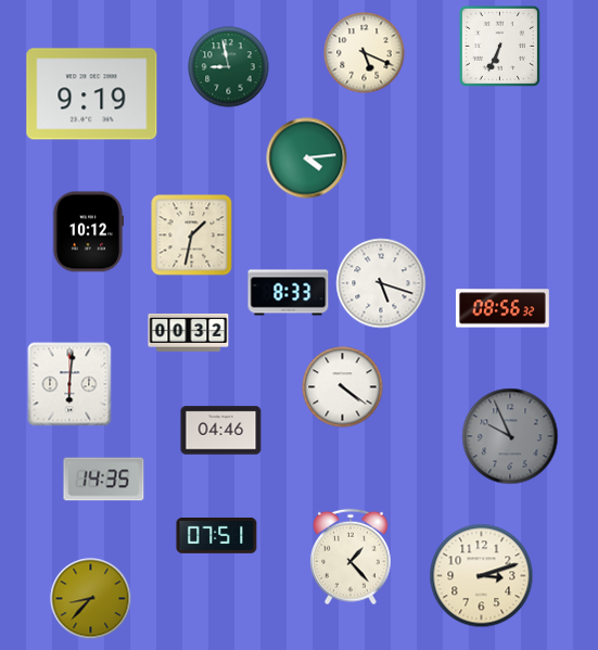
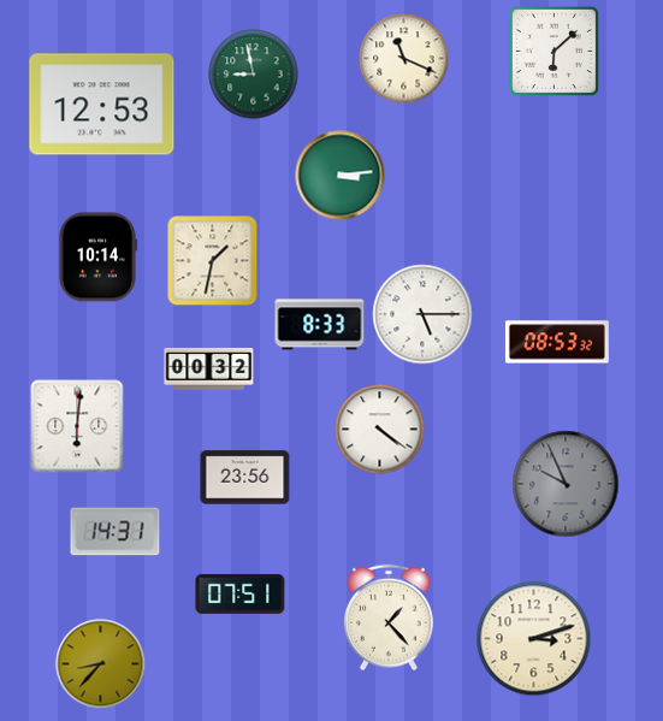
clock at (499, 46): 6:34 -> 6:08
clock at (365, 53): 5:19 -> 11:19
clock at (92, 94): 9:19 -> 12:53
clock at (307, 158): 4:14 -> 3:14
clock at (88, 232): 10:12 -> 10:14
clock at (381, 283): 5:18 -> 5:15
clock at (502, 308): 08:56 -> 08:53
clock at (221, 431): 04:46 -> 23:56
clock at (104, 480): 14:35 -> 14:31
